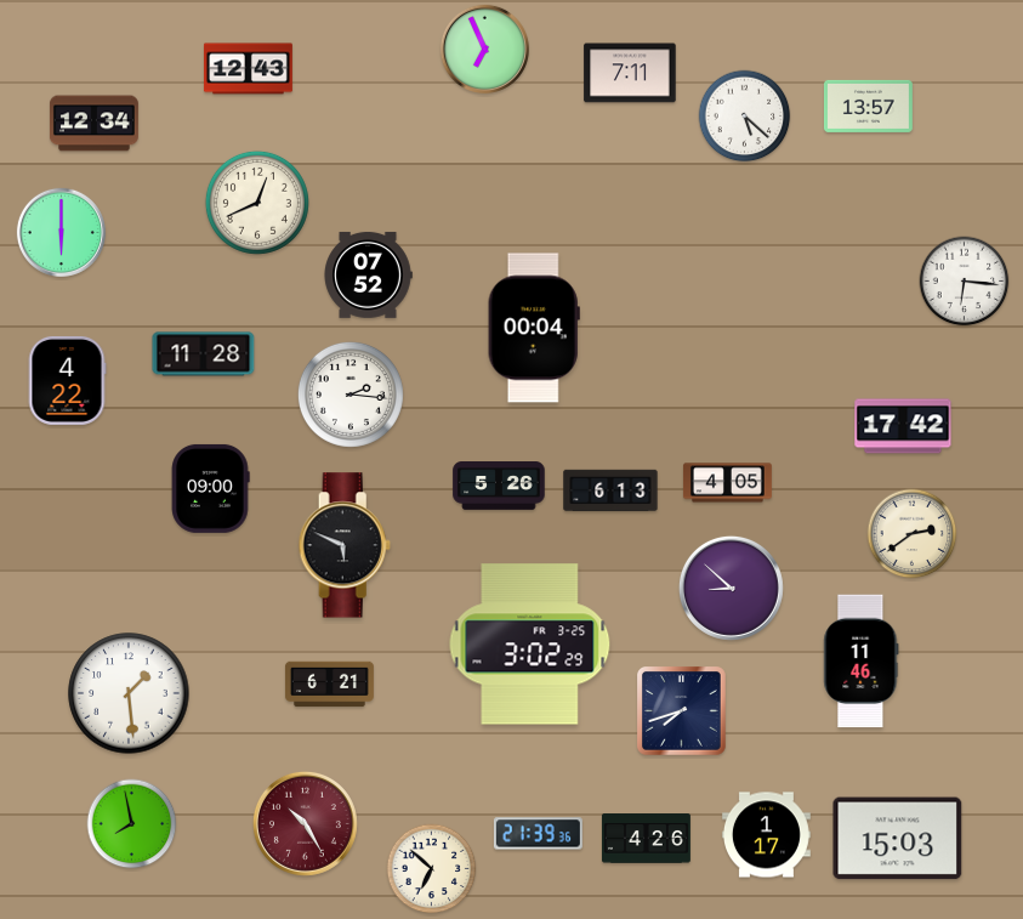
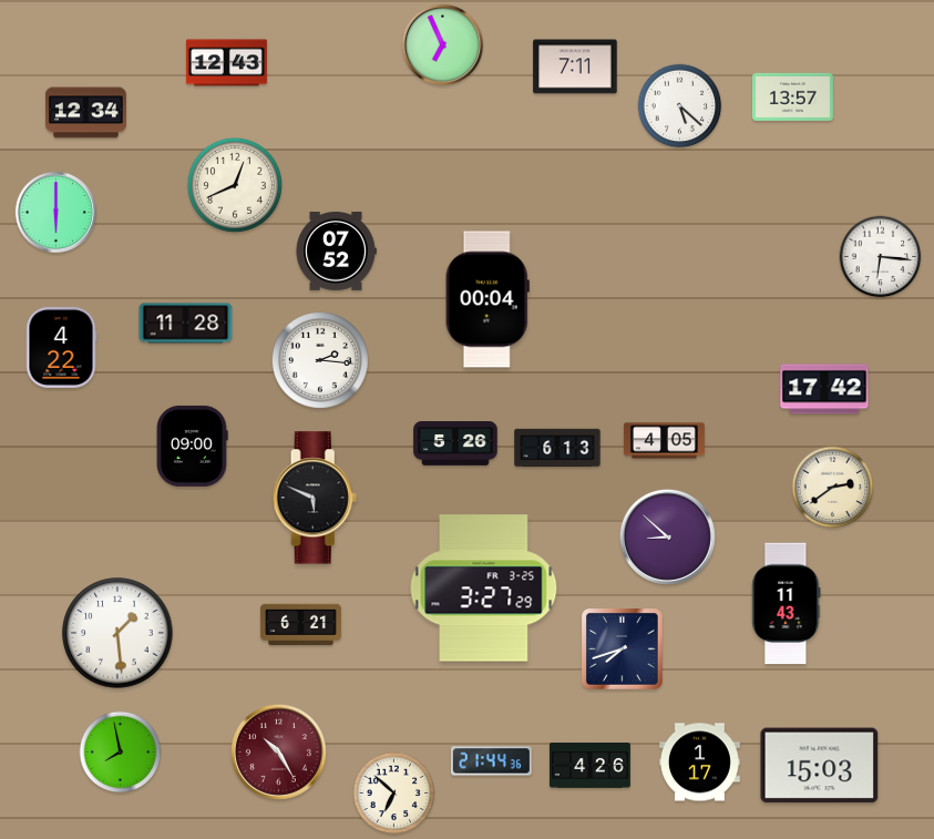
clock at (530, 645): 3:02 -> 3:27
clock at (862, 662): 11:46 -> 11:43
clock at (538, 834): 21:39 -> 21:44
